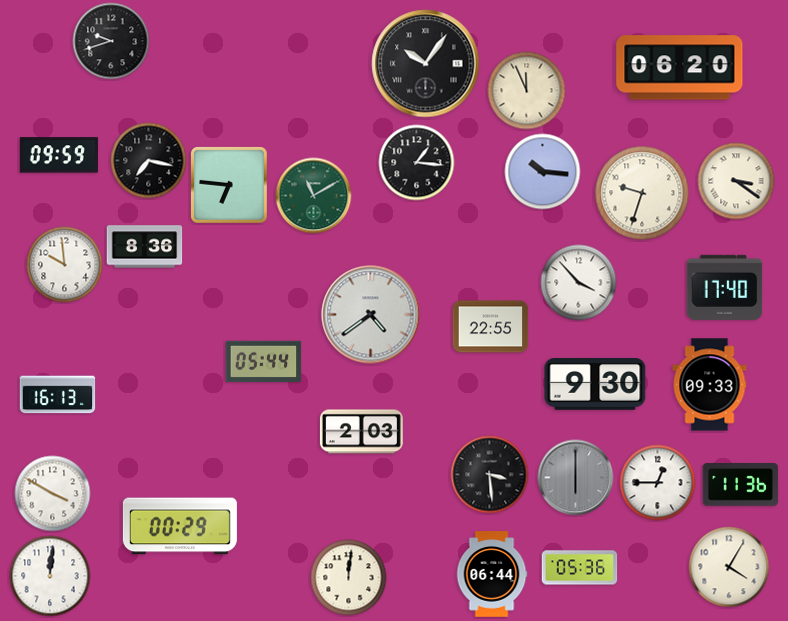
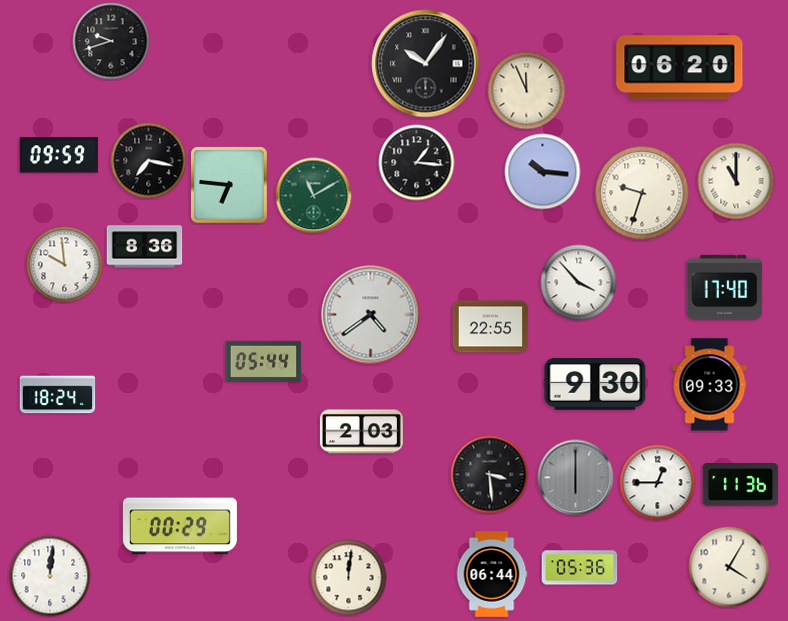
clock at (736, 181): 3:21 -> 11:00
clock at (58, 395): 16:13 -> 18:24
clock at (53, 494): 3:50 -> none
